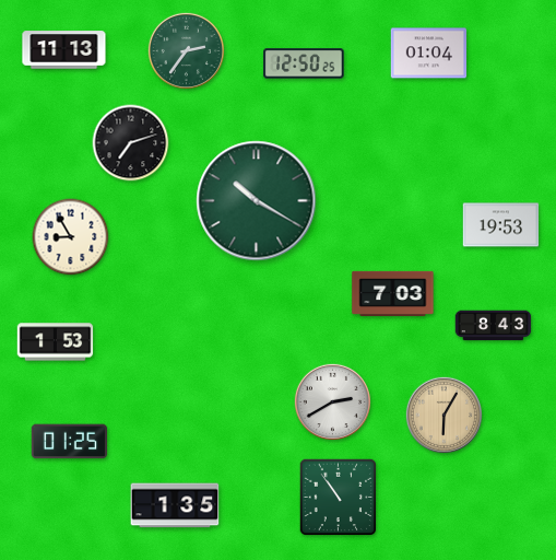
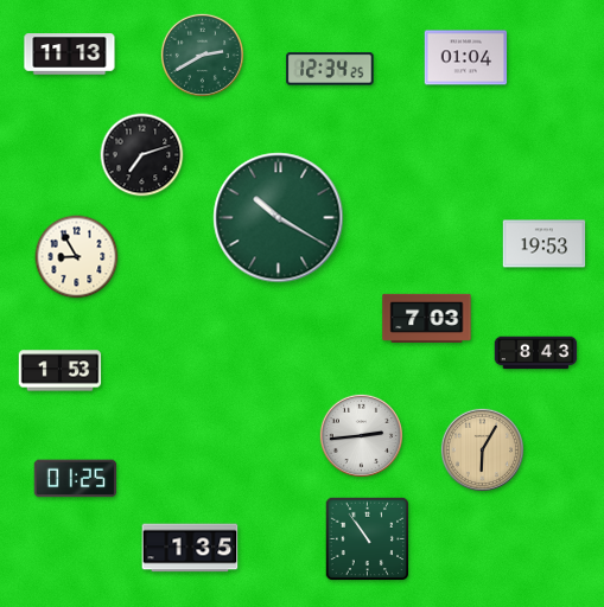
clock at (186, 50): 2:36 -> 2:40
clock at (304, 63): 12:50 -> 12:34
clock at (332, 401): 2:40 -> 2:44
